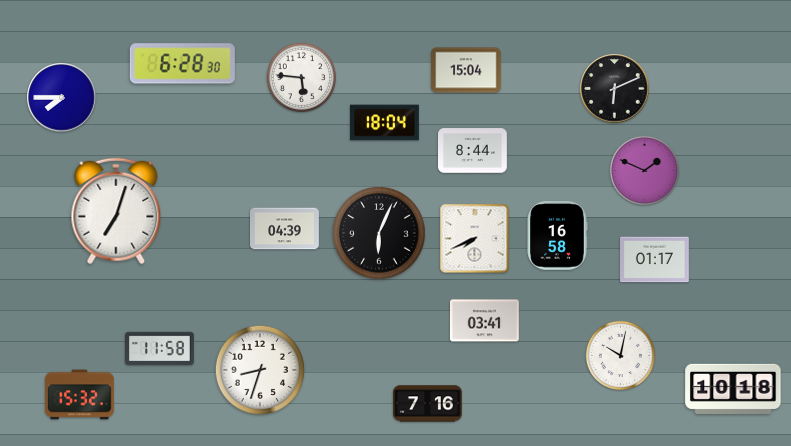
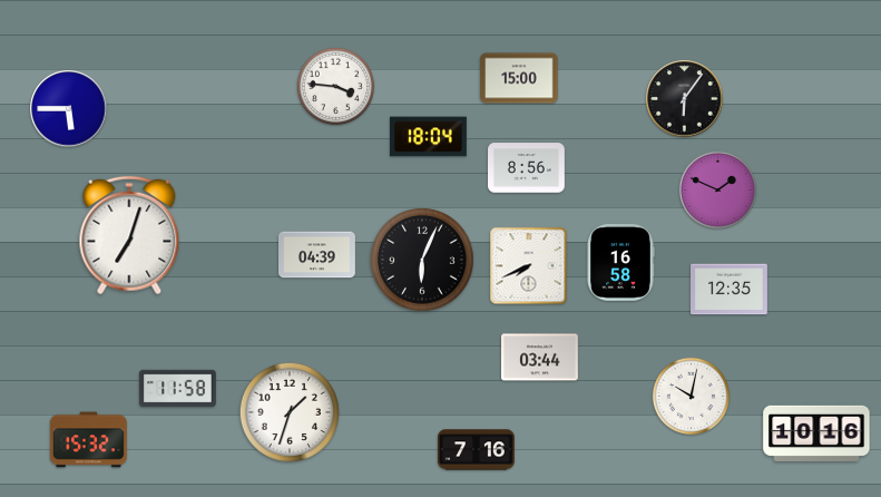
clock at (182, 64): 6:28 -> none
clock at (466, 70): 15:04 -> 15:00
clock at (301, 77): 5:46 -> 3:46
clock at (615, 89): 6:11 -> 6:06
clock at (62, 98): 7:45 -> 5:45
clock at (473, 151): 8:44 -> 8:56
clock at (655, 260): 01:17 -> 12:35
clock at (485, 321): 03:41 -> 03:44
clock at (260, 370): 8:33 -> 1:33
clock at (733, 389): 10:18 -> 10:16
